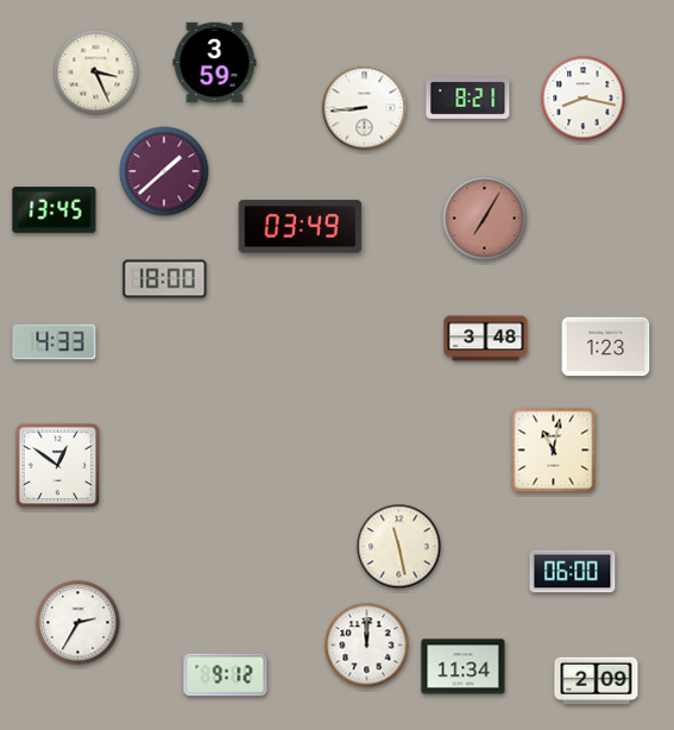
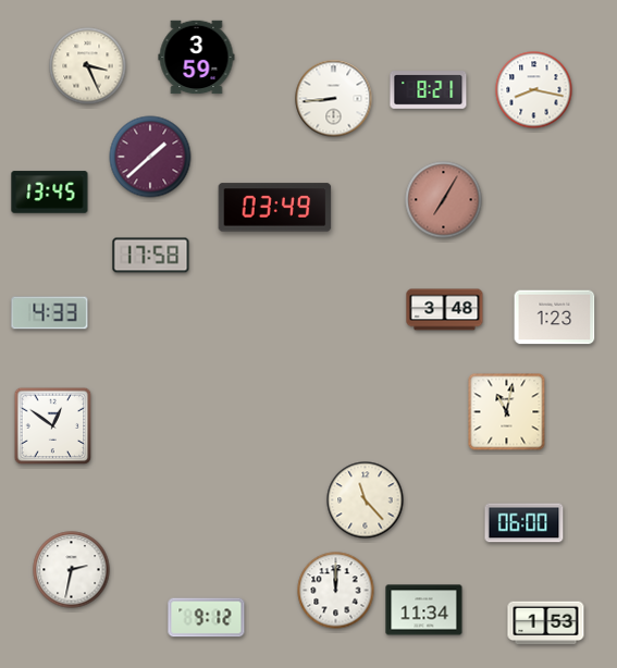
clock at (165, 279): 18:00 -> 17:58
clock at (399, 547): 11:28 -> 11:23
clock at (78, 623): 2:35 -> 2:32
clock at (597, 681): 2:09 -> 1:53
